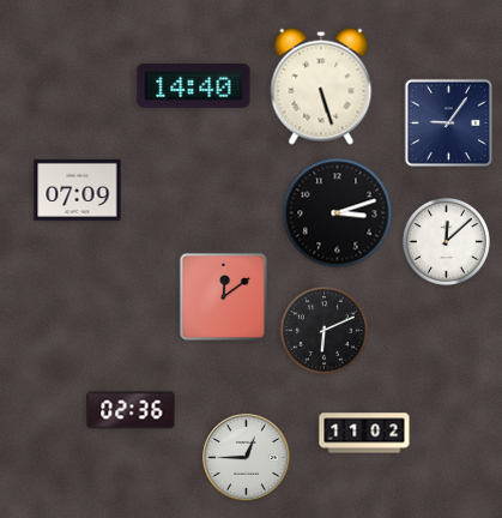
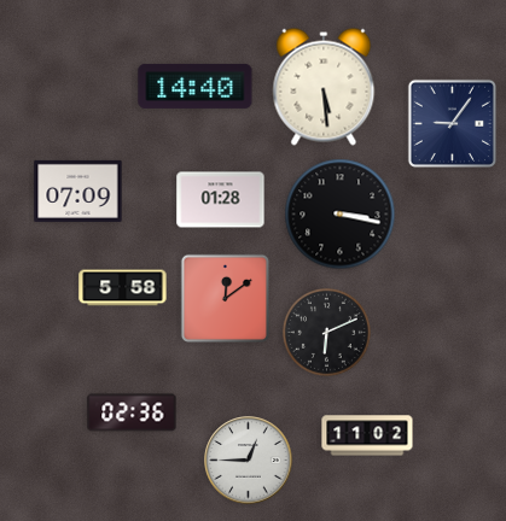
clock at (321, 86): 5:27 -> 5:29
clock at (221, 200): none -> 01:28
clock at (338, 213): 3:12 -> 3:17
clock at (446, 241): 12:08 -> none
clock at (123, 288): none -> 5:58
